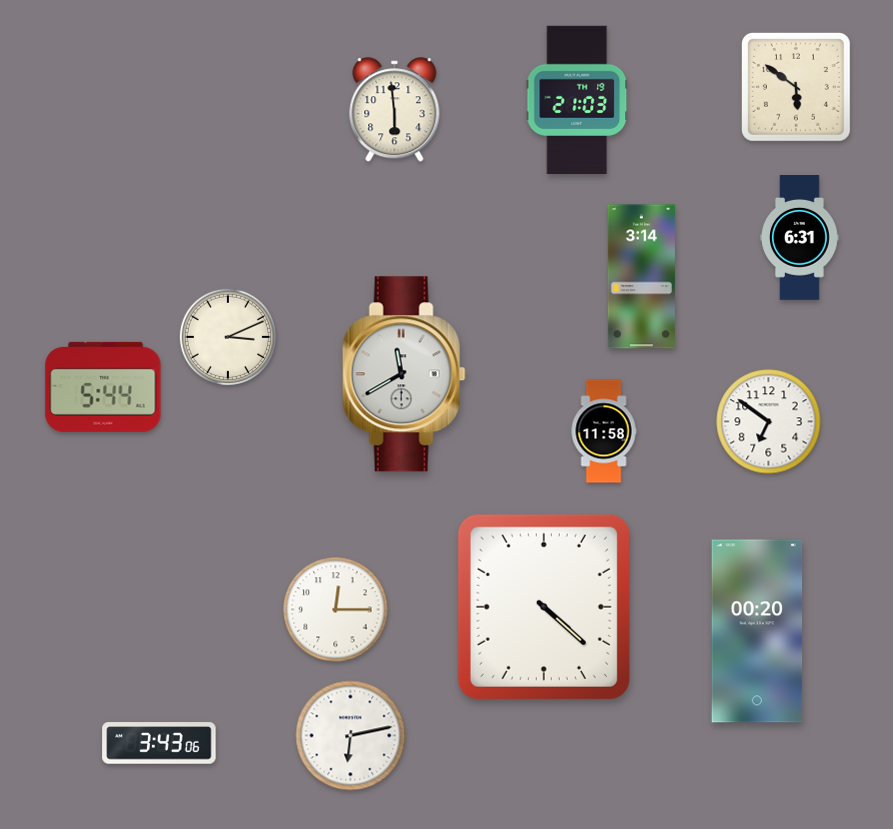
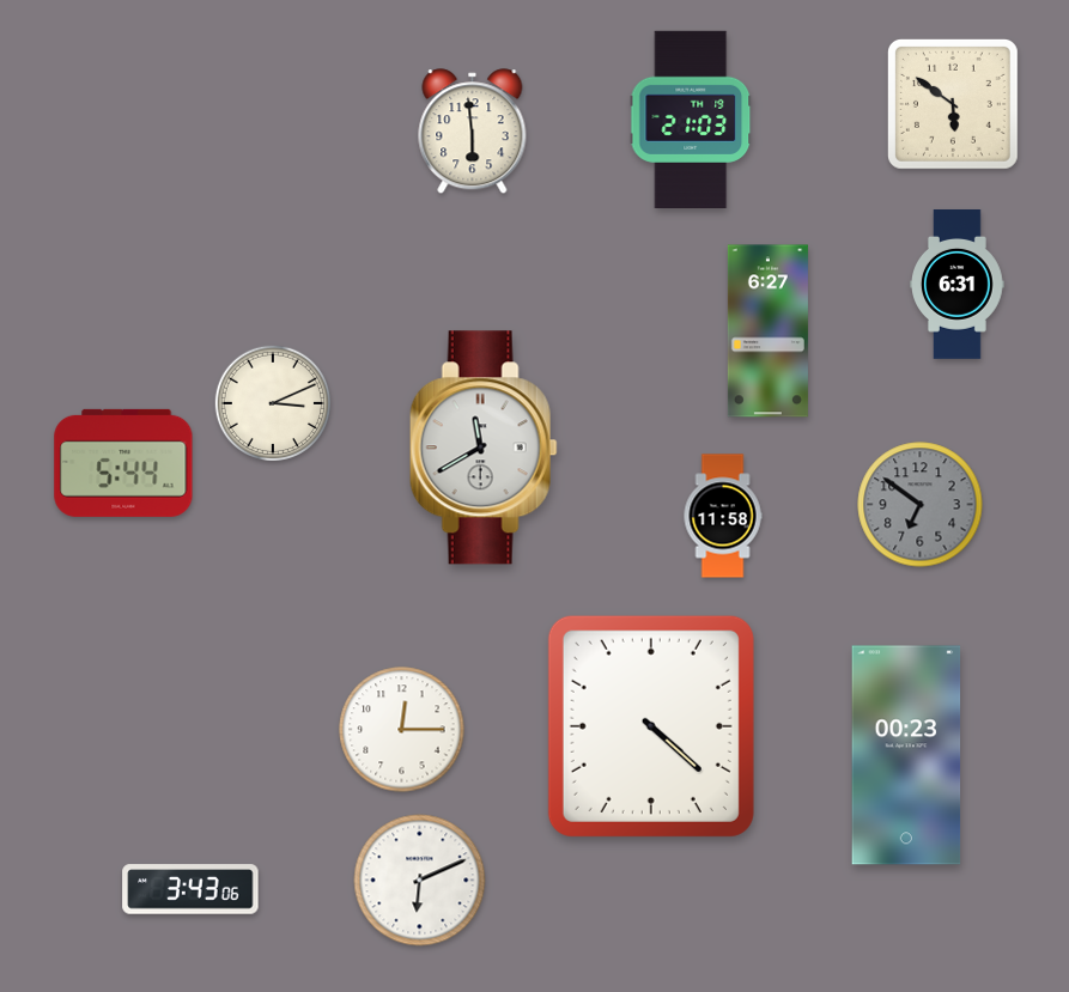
clock at (641, 277): 3:14 -> 6:27
clock at (769, 422) dial: white -> grey
clock at (757, 631): 00:20 -> 00:23
clock at (351, 736): 6:13 -> 6:11
